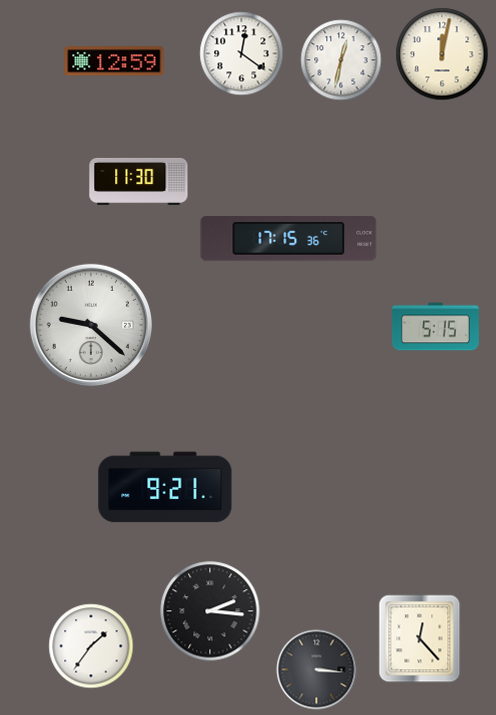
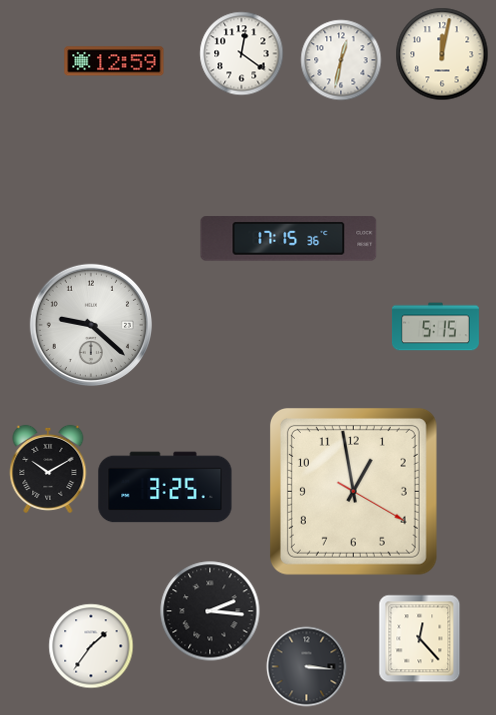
clock at (139, 181): 11:30 -> none
clock at (48, 469): none -> 10:10
clock at (165, 487): 9:21 -> 3:25
clock at (353, 491): none -> 12:58
clock at (317, 670) position: (317, 670) -> (307, 667)
